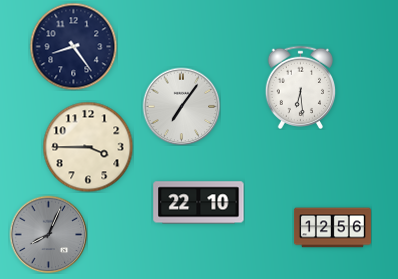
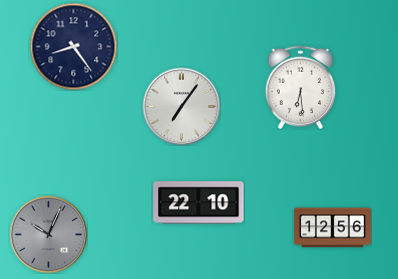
clock at (88, 147): 3:45 -> none
clock at (48, 234): 8:04 -> 10:04
